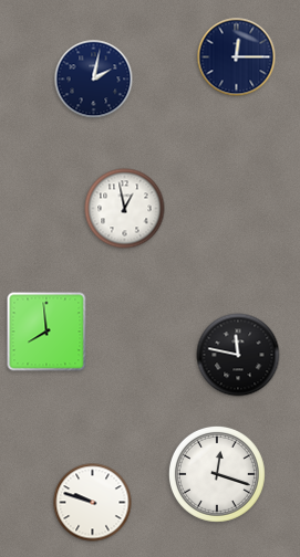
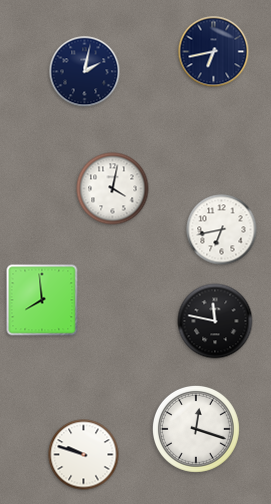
clock at (237, 57): 12:15 -> 6:43
clock at (125, 209): 12:58 -> 4:02
clock at (222, 230): none -> 6:43
